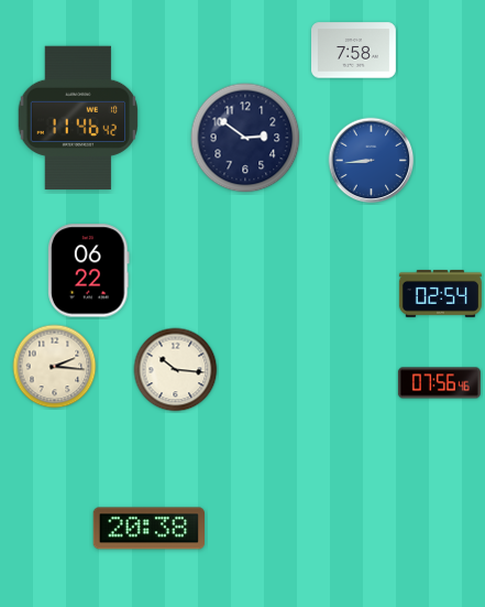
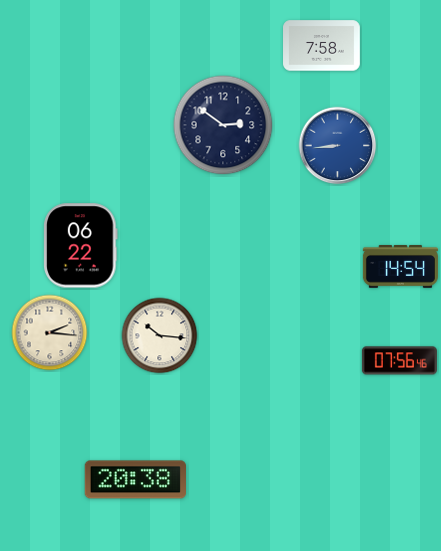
clock at (77, 118): 11:46 -> none
clock at (440, 293): 02:54 -> 14:54
clock at (439, 383) position: (439, 383) -> (399, 361)
